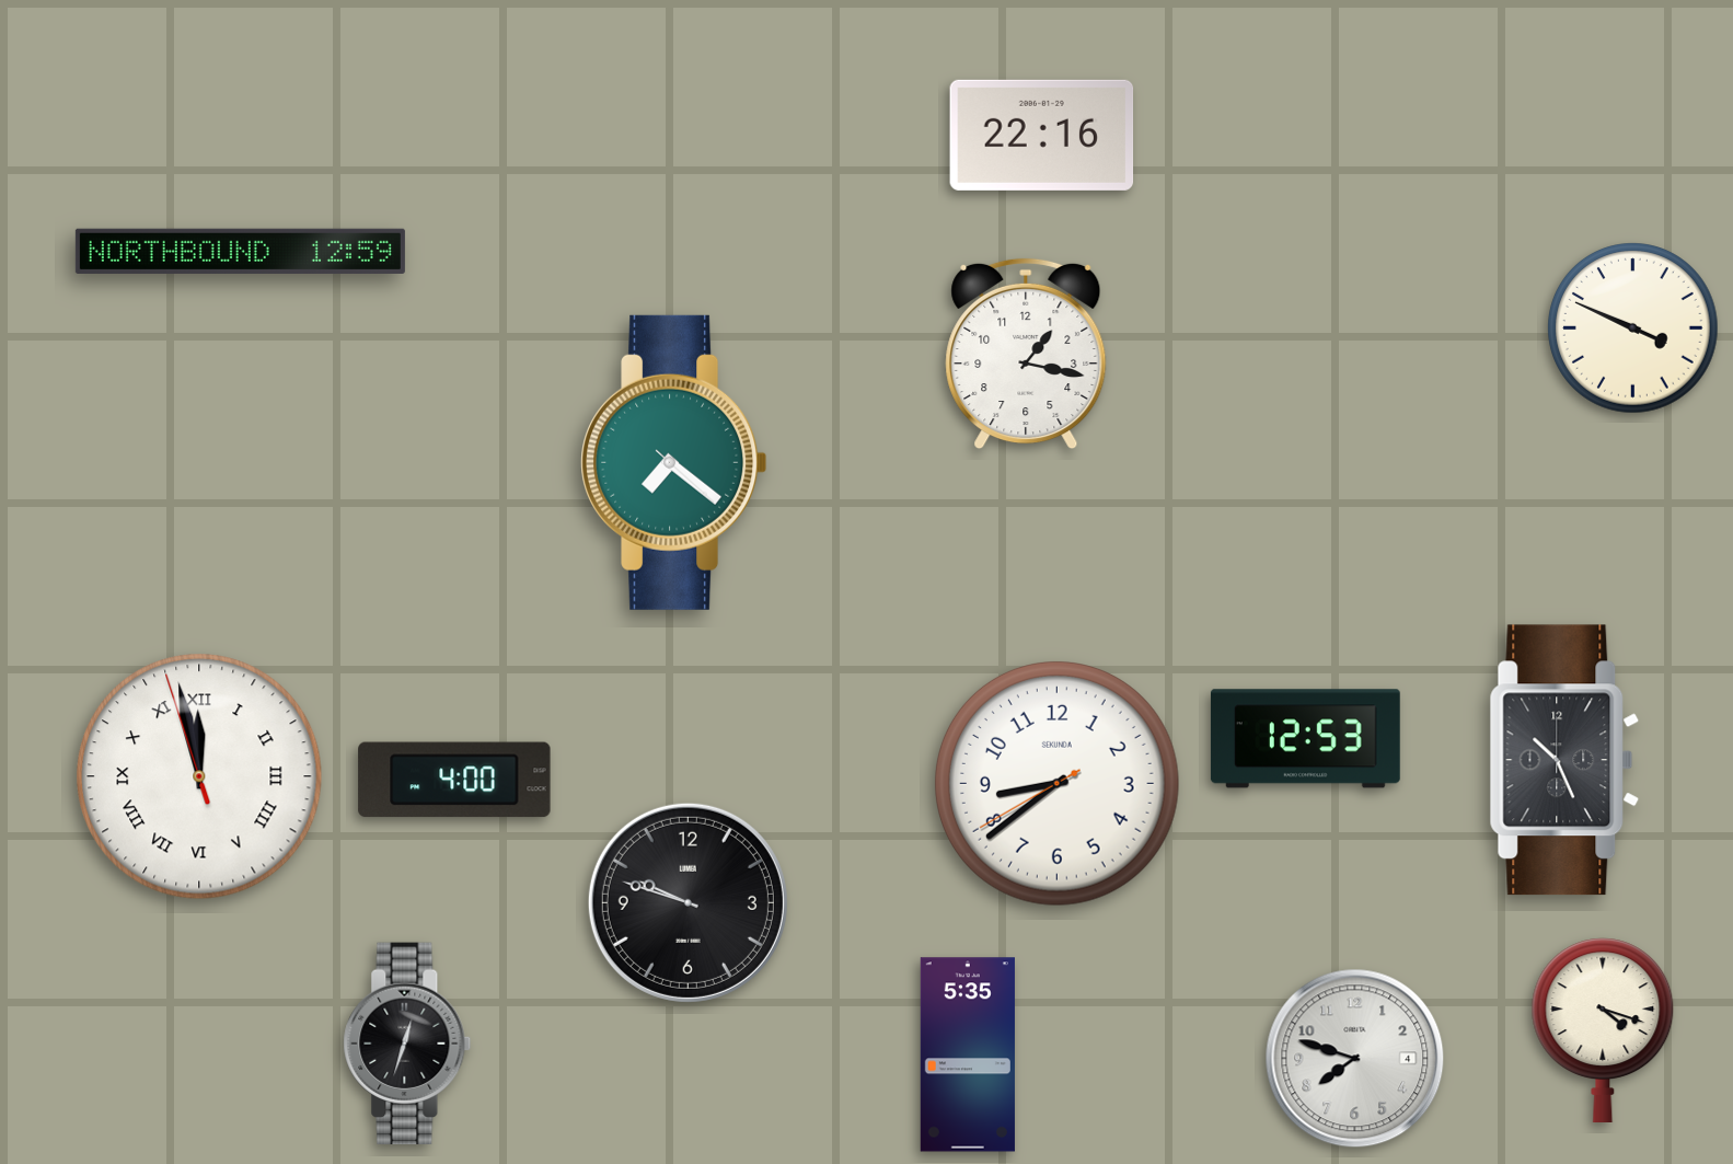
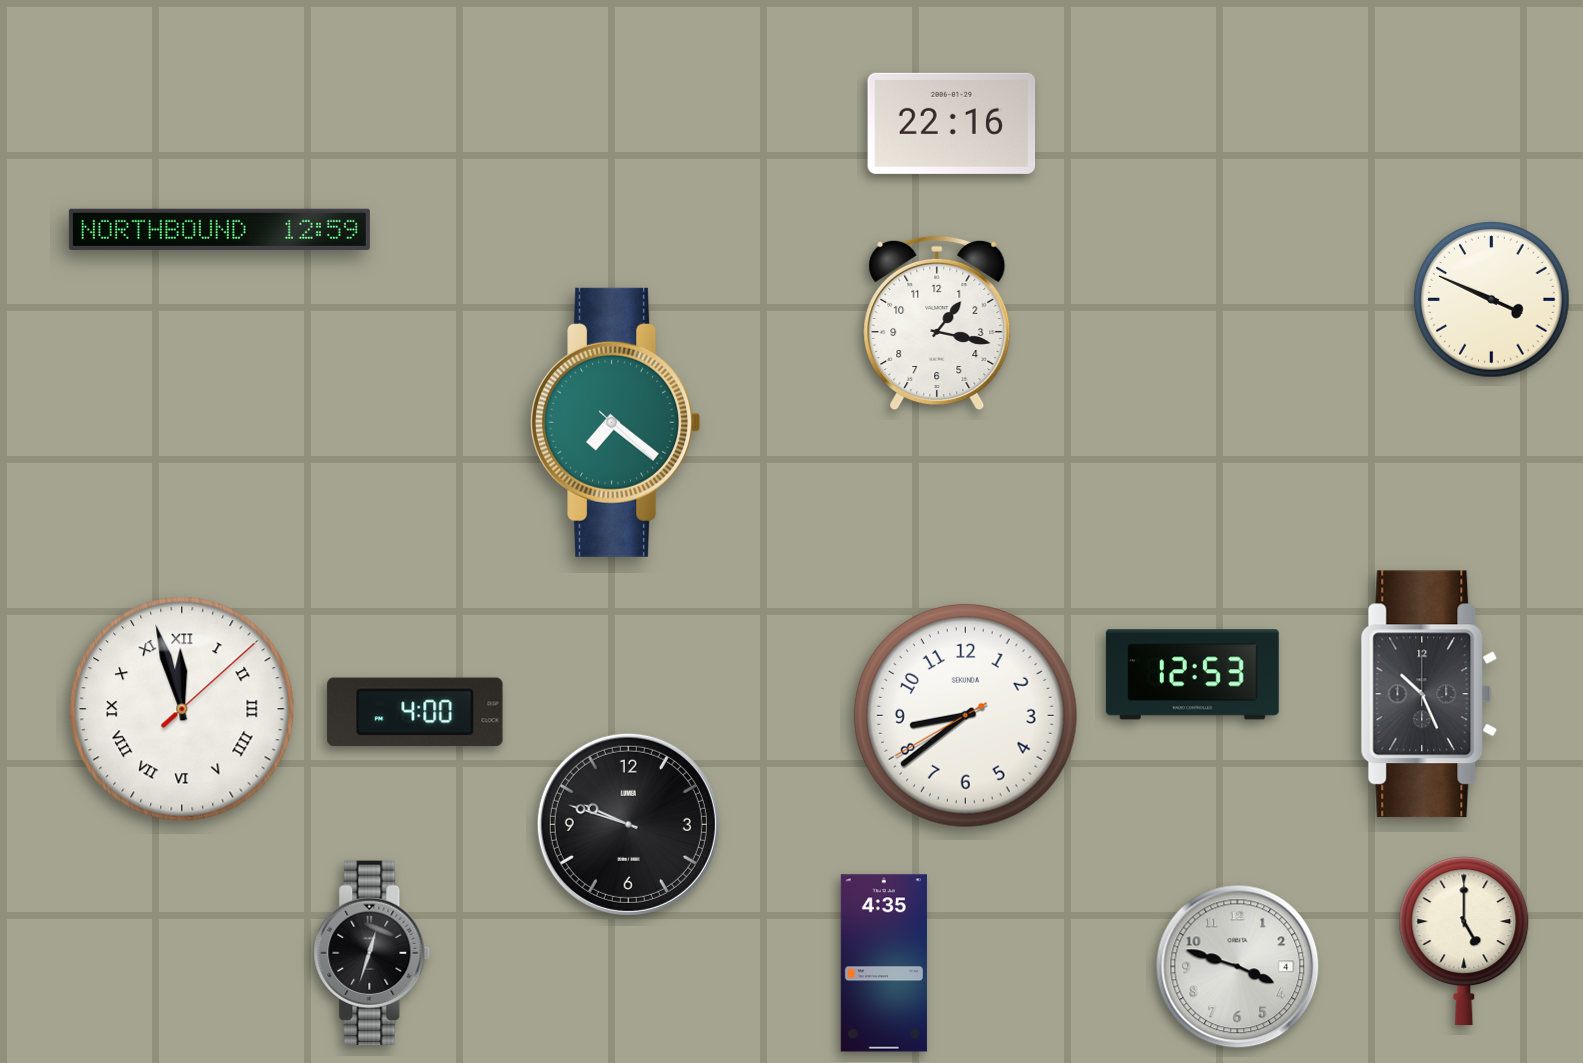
clock at (199, 776): 11:57:57 -> 11:57:08
clock at (1603, 1029): 4:18 -> 5:00
clock at (968, 1054): 5:35 -> 4:35
clock at (1355, 1059): 7:48 -> 3:48
